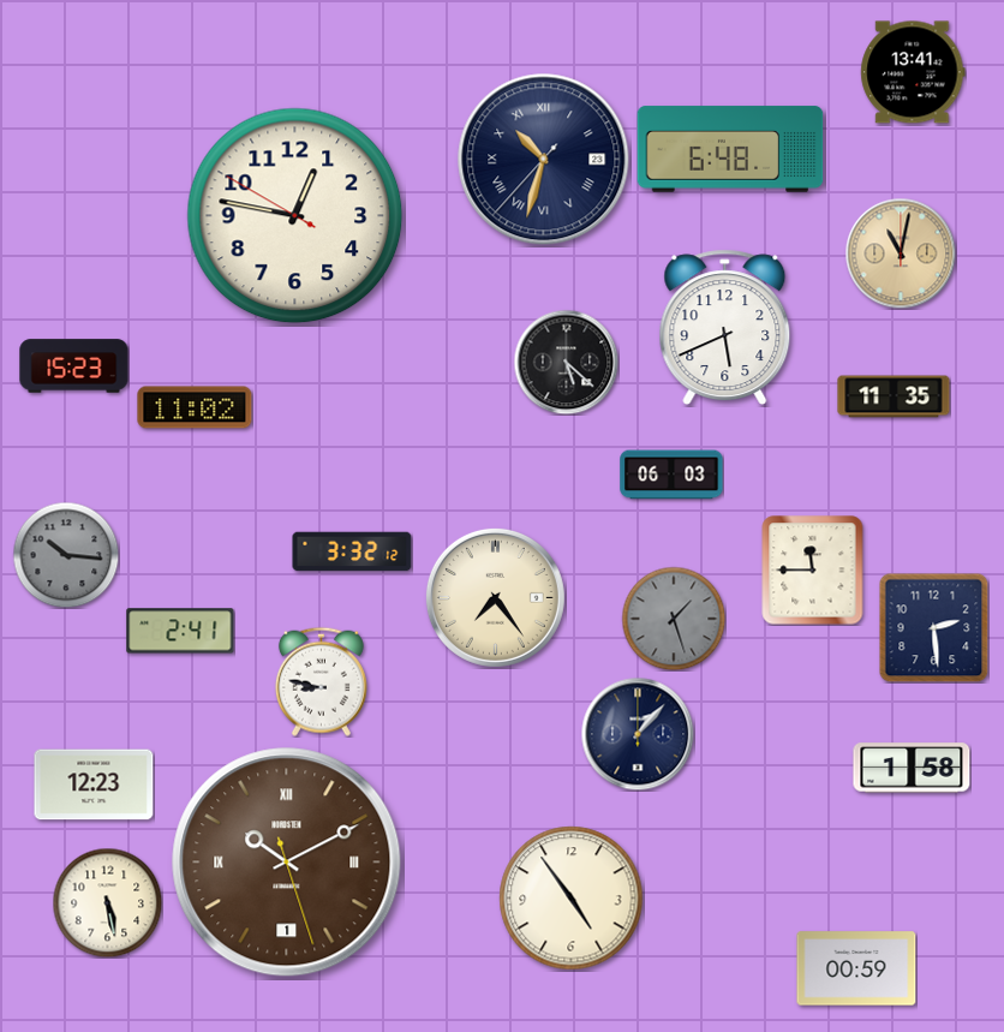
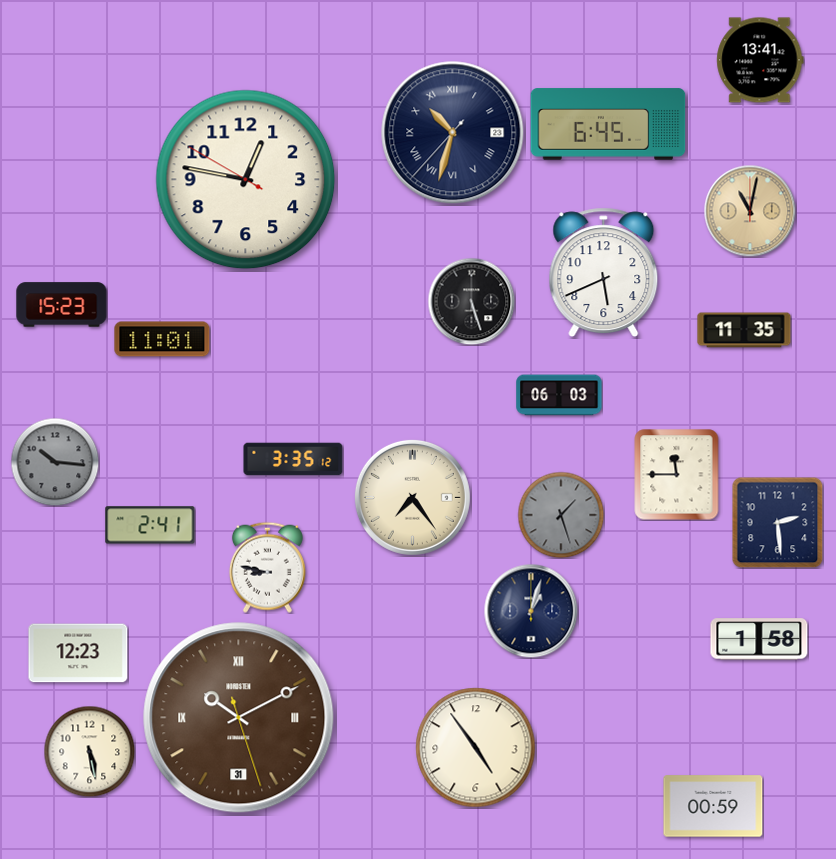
clock at (730, 149): 6:48 -> 6:45
clock at (566, 362): 5:22 -> 5:27
clock at (195, 407): 11:02 -> 11:01
clock at (352, 551): 3:32 -> 3:35
clock at (638, 734): 1:07 -> 1:03
clock at (287, 863) date: 1 -> 31
